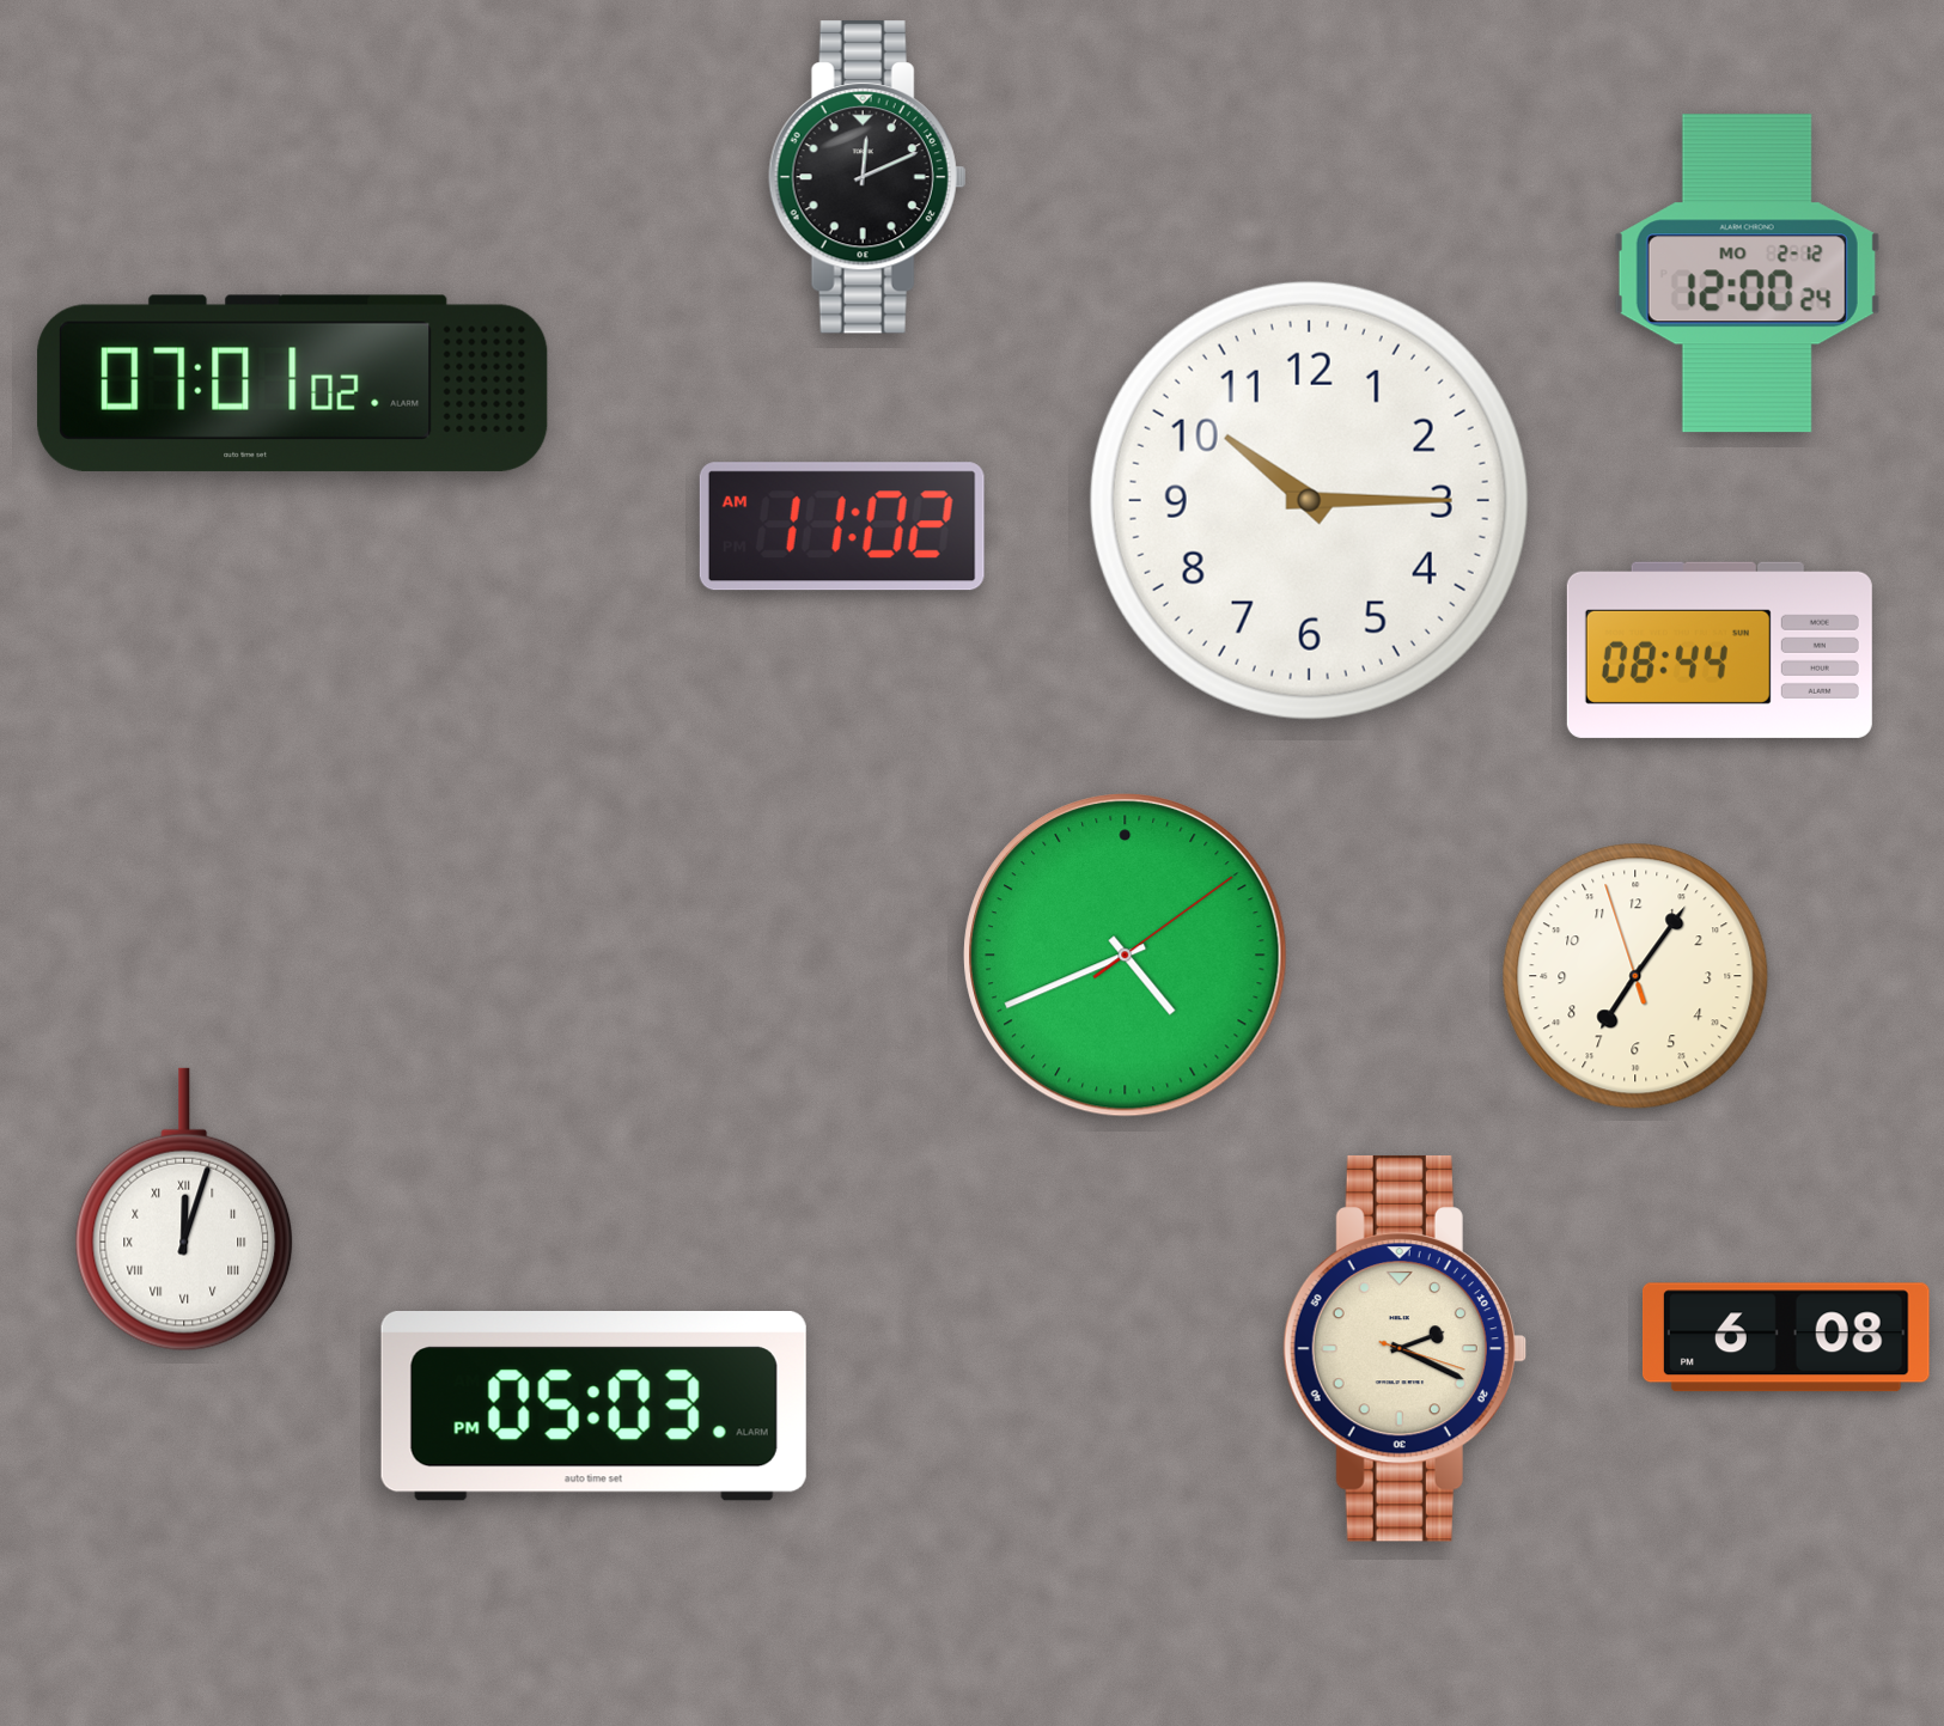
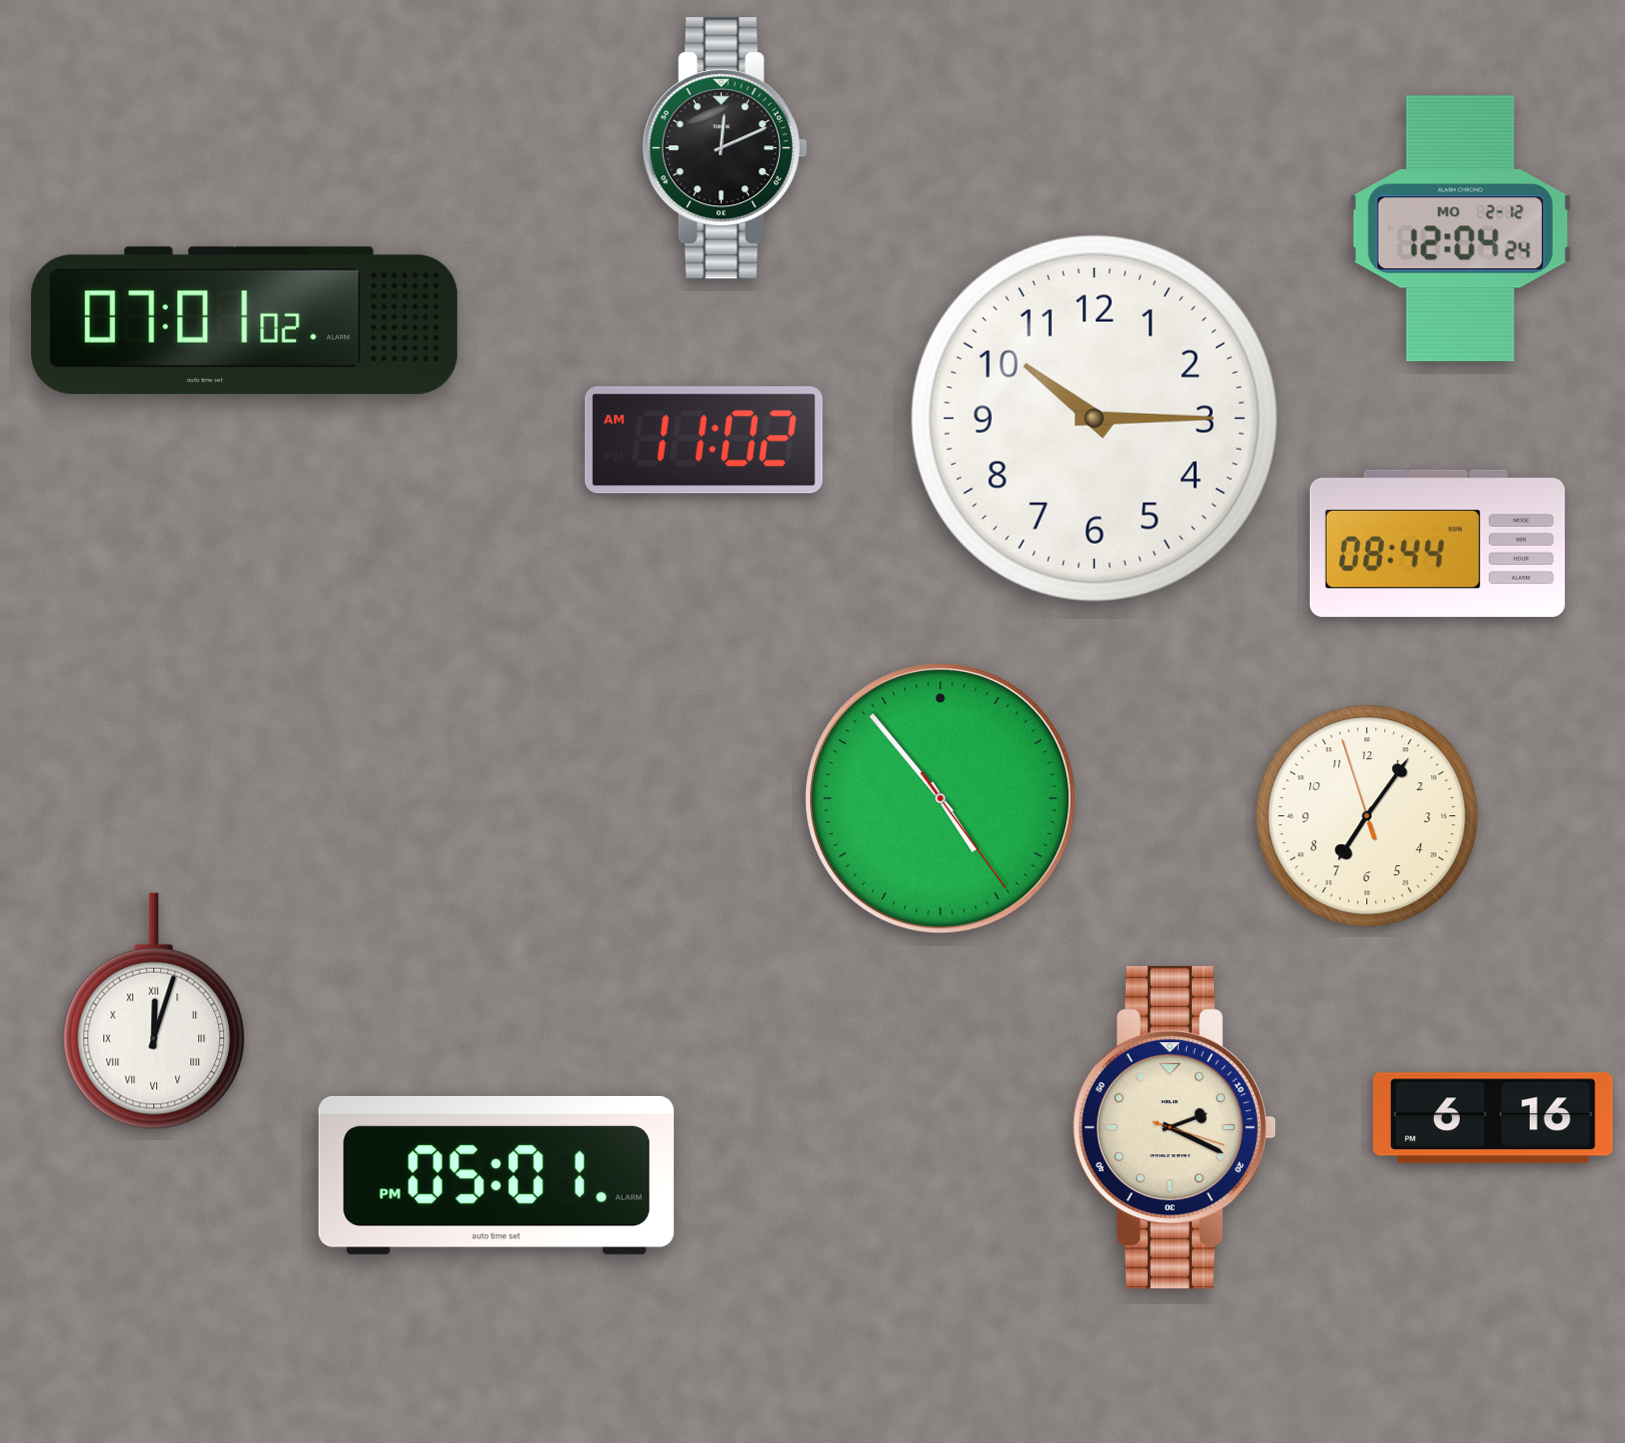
clock at (1747, 274): 12:00 -> 12:04
clock at (1126, 956): 4:41 -> 4:53
clock at (1786, 1337): 6:08 -> 6:16
clock at (593, 1405): 05:03 -> 05:01
